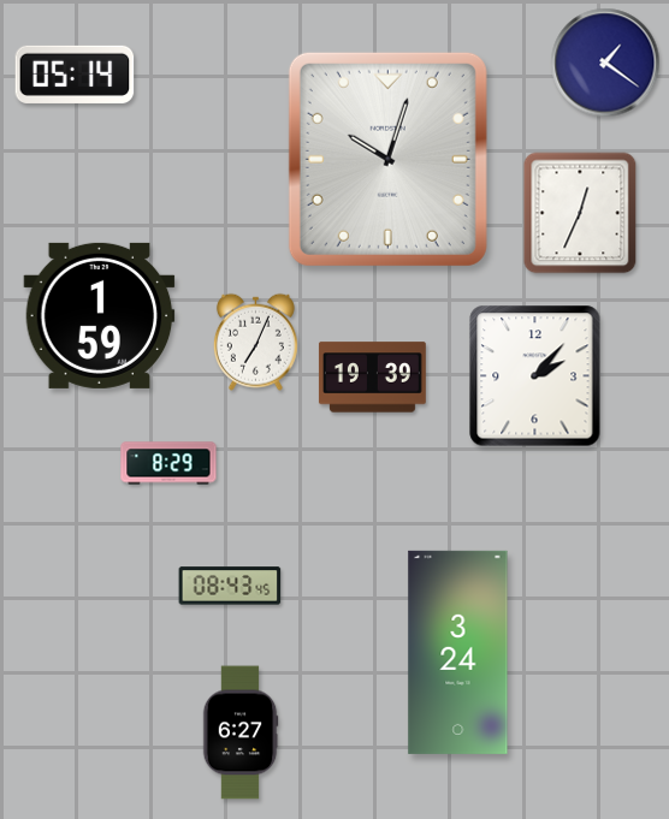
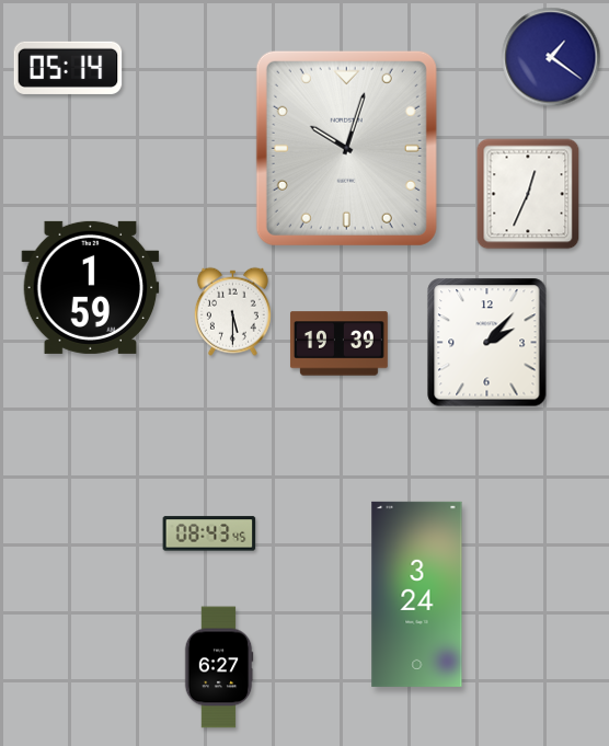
clock at (387, 159) position: (387, 159) -> (346, 148)
clock at (255, 342): 7:04 -> 5:30
clock at (168, 463): 8:29 -> none
